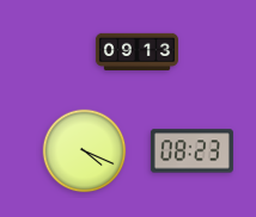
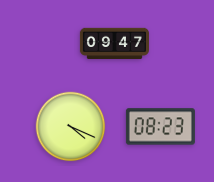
clock at (136, 52): 09:13 -> 09:47
